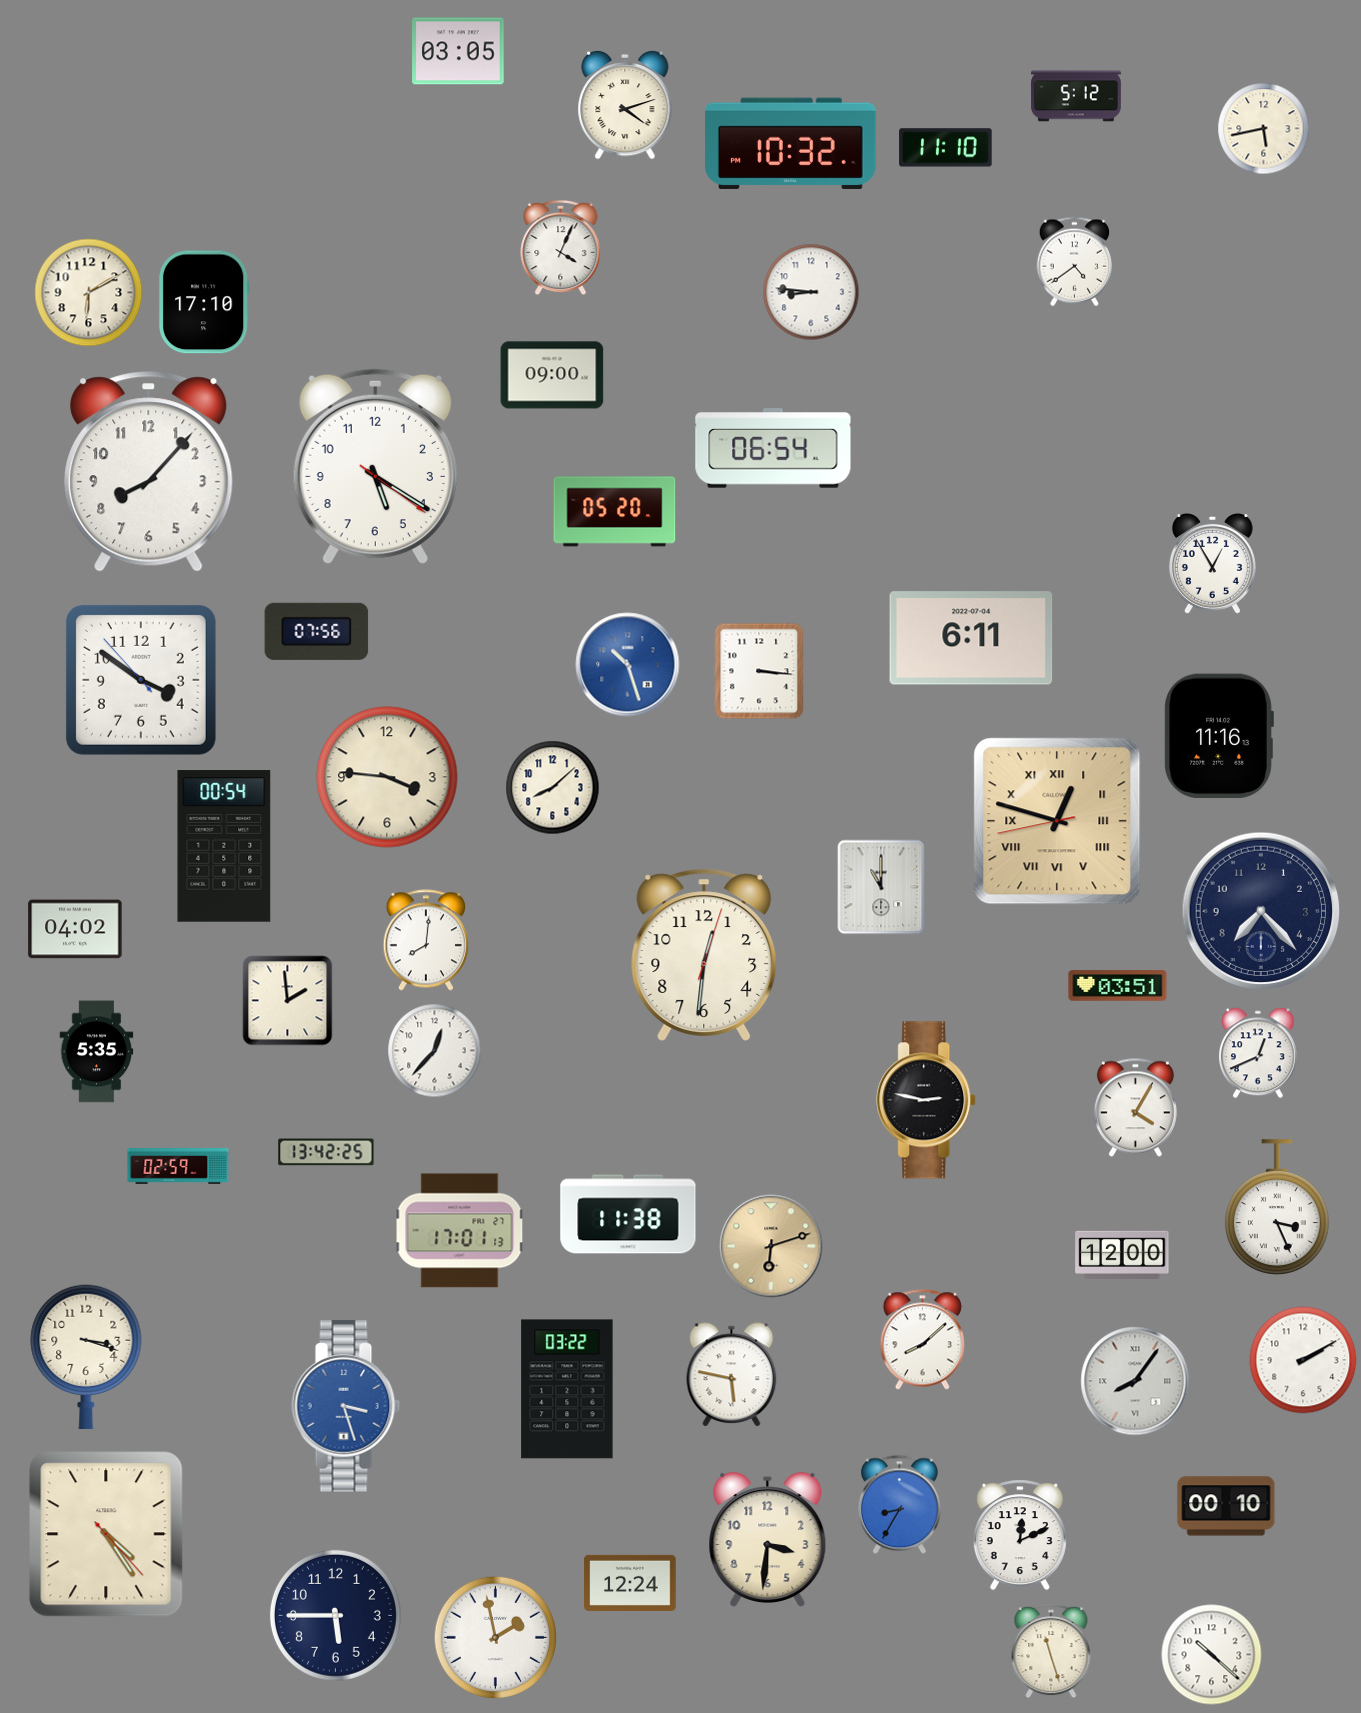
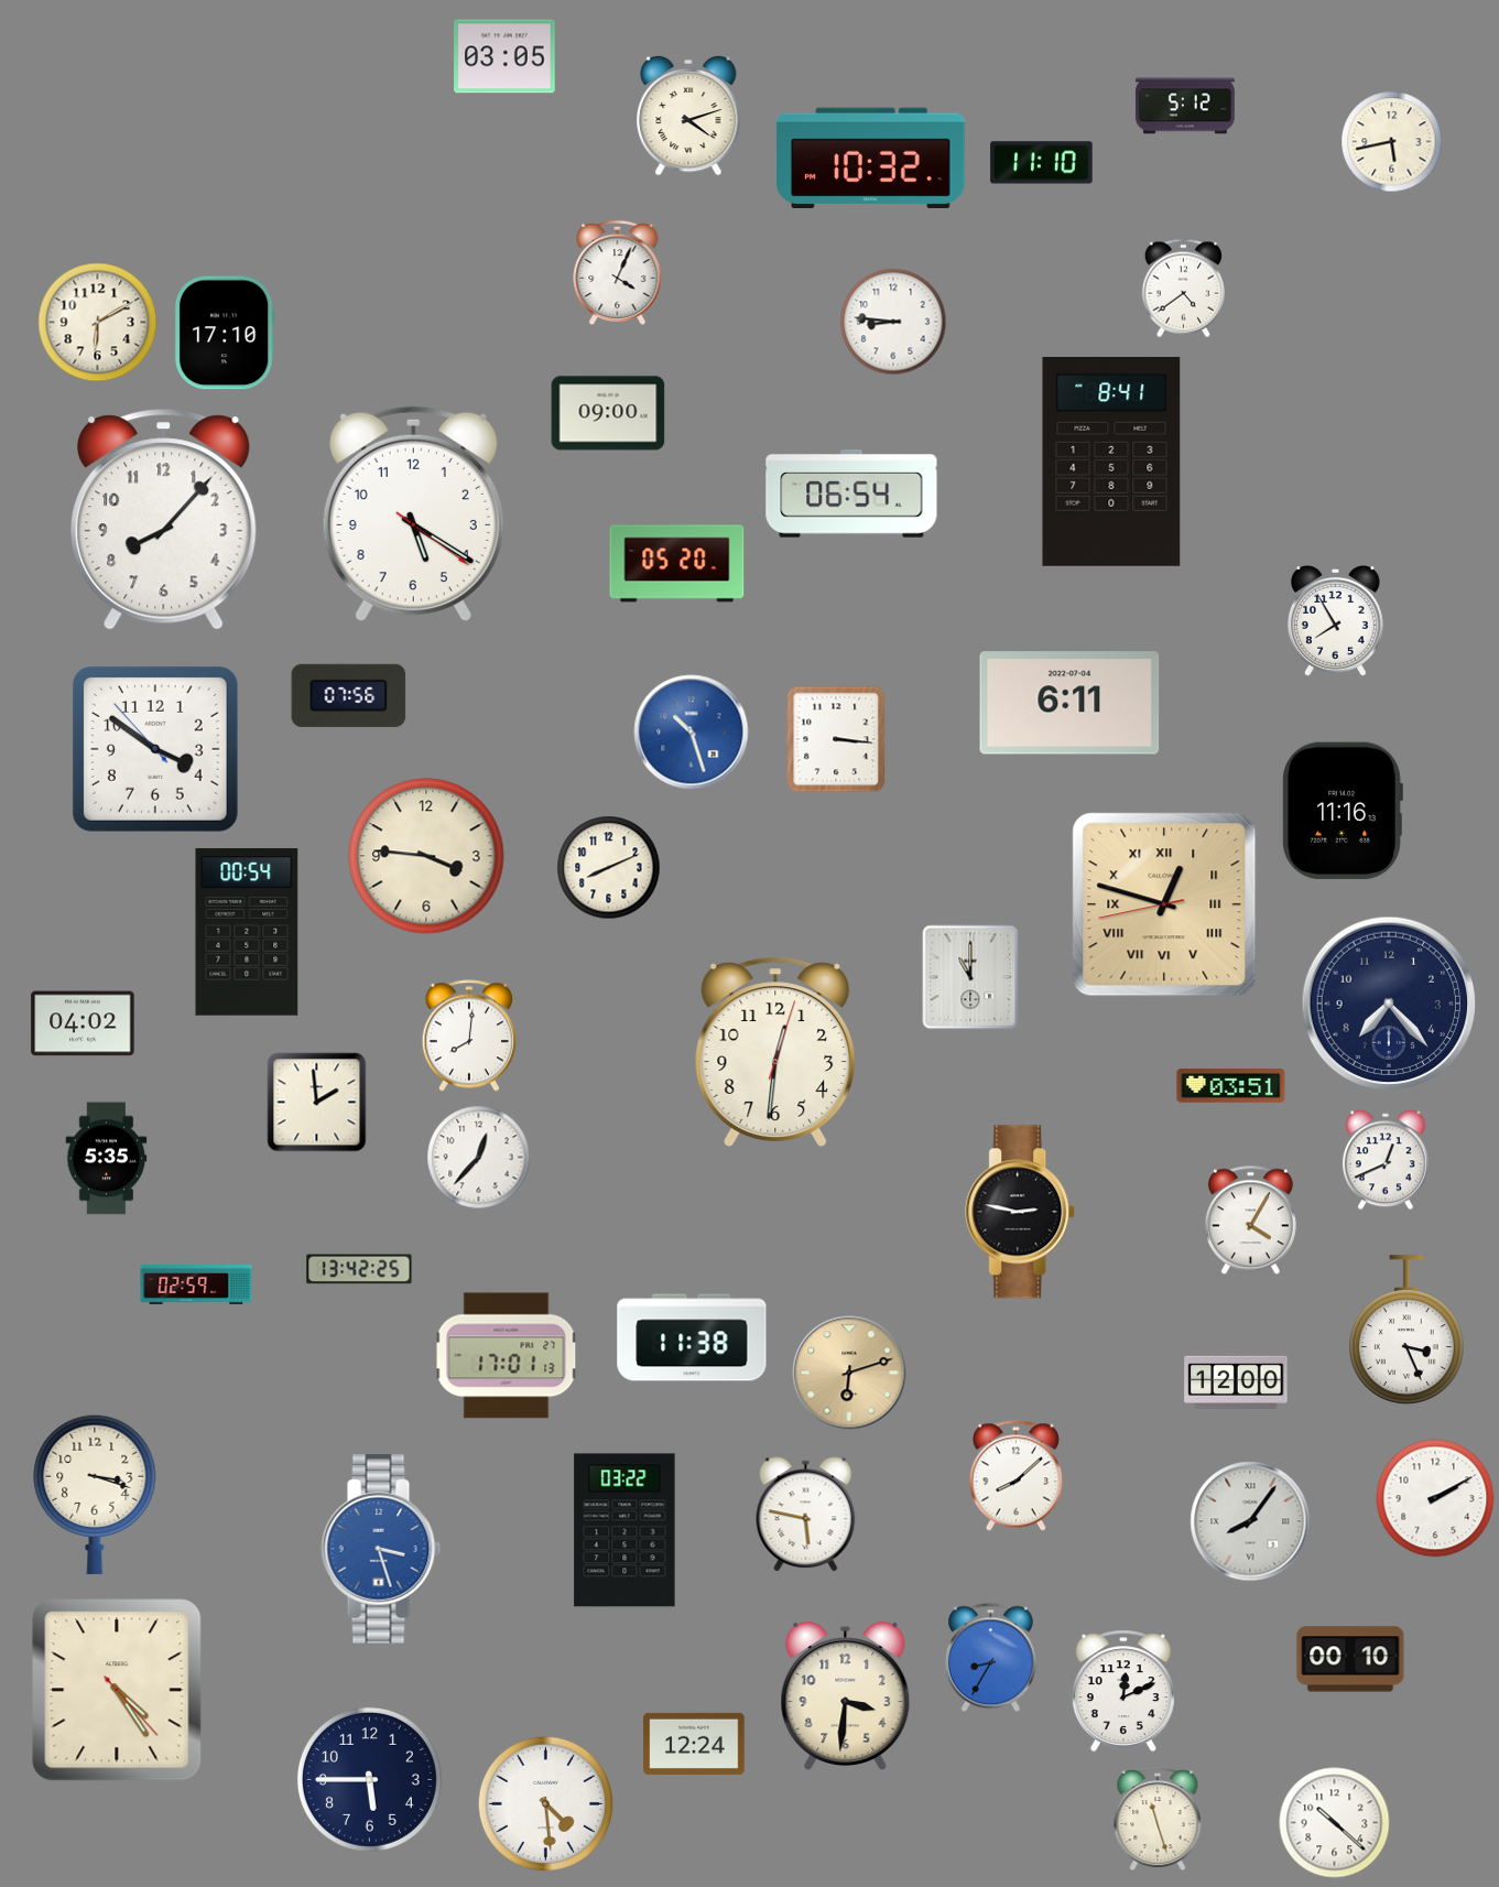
clock at (1111, 462): none -> 8:41
clock at (1212, 564): 12:55 -> 7:55
clock at (553, 788): 8:08 -> 8:11
clock at (495, 1637): 1:58 -> 4:29
